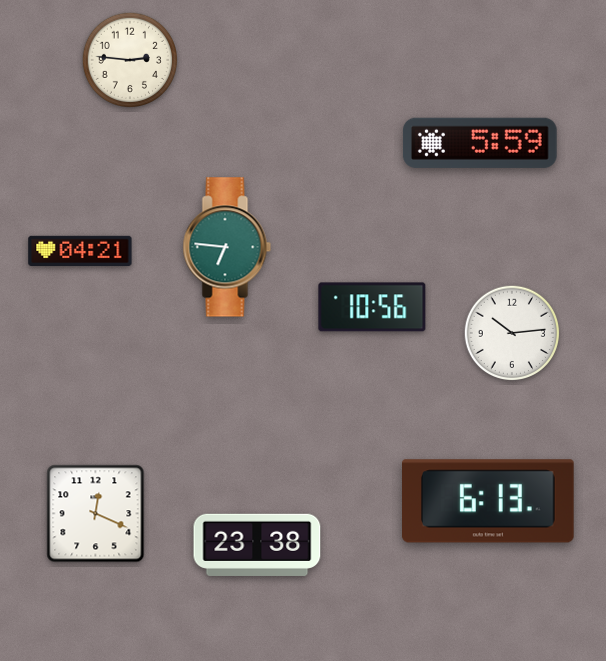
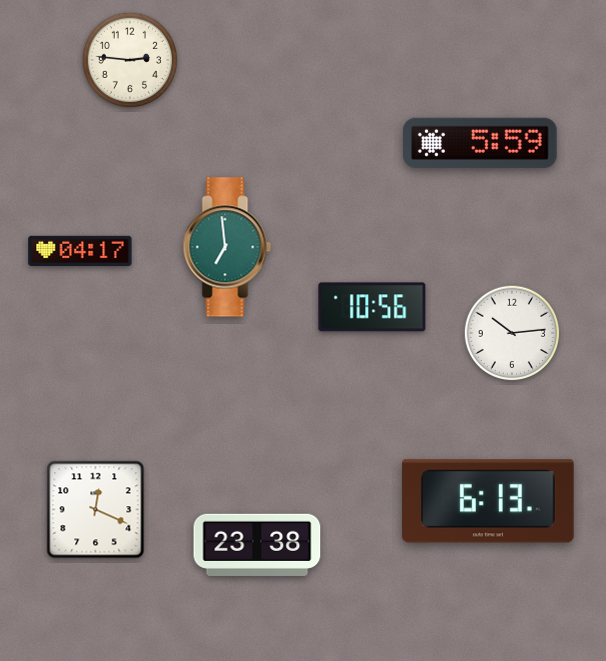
clock at (227, 247): 6:46 -> 6:59
clock at (80, 250): 04:21 -> 04:17
clock at (96, 514) position: (96, 514) -> (96, 510)
